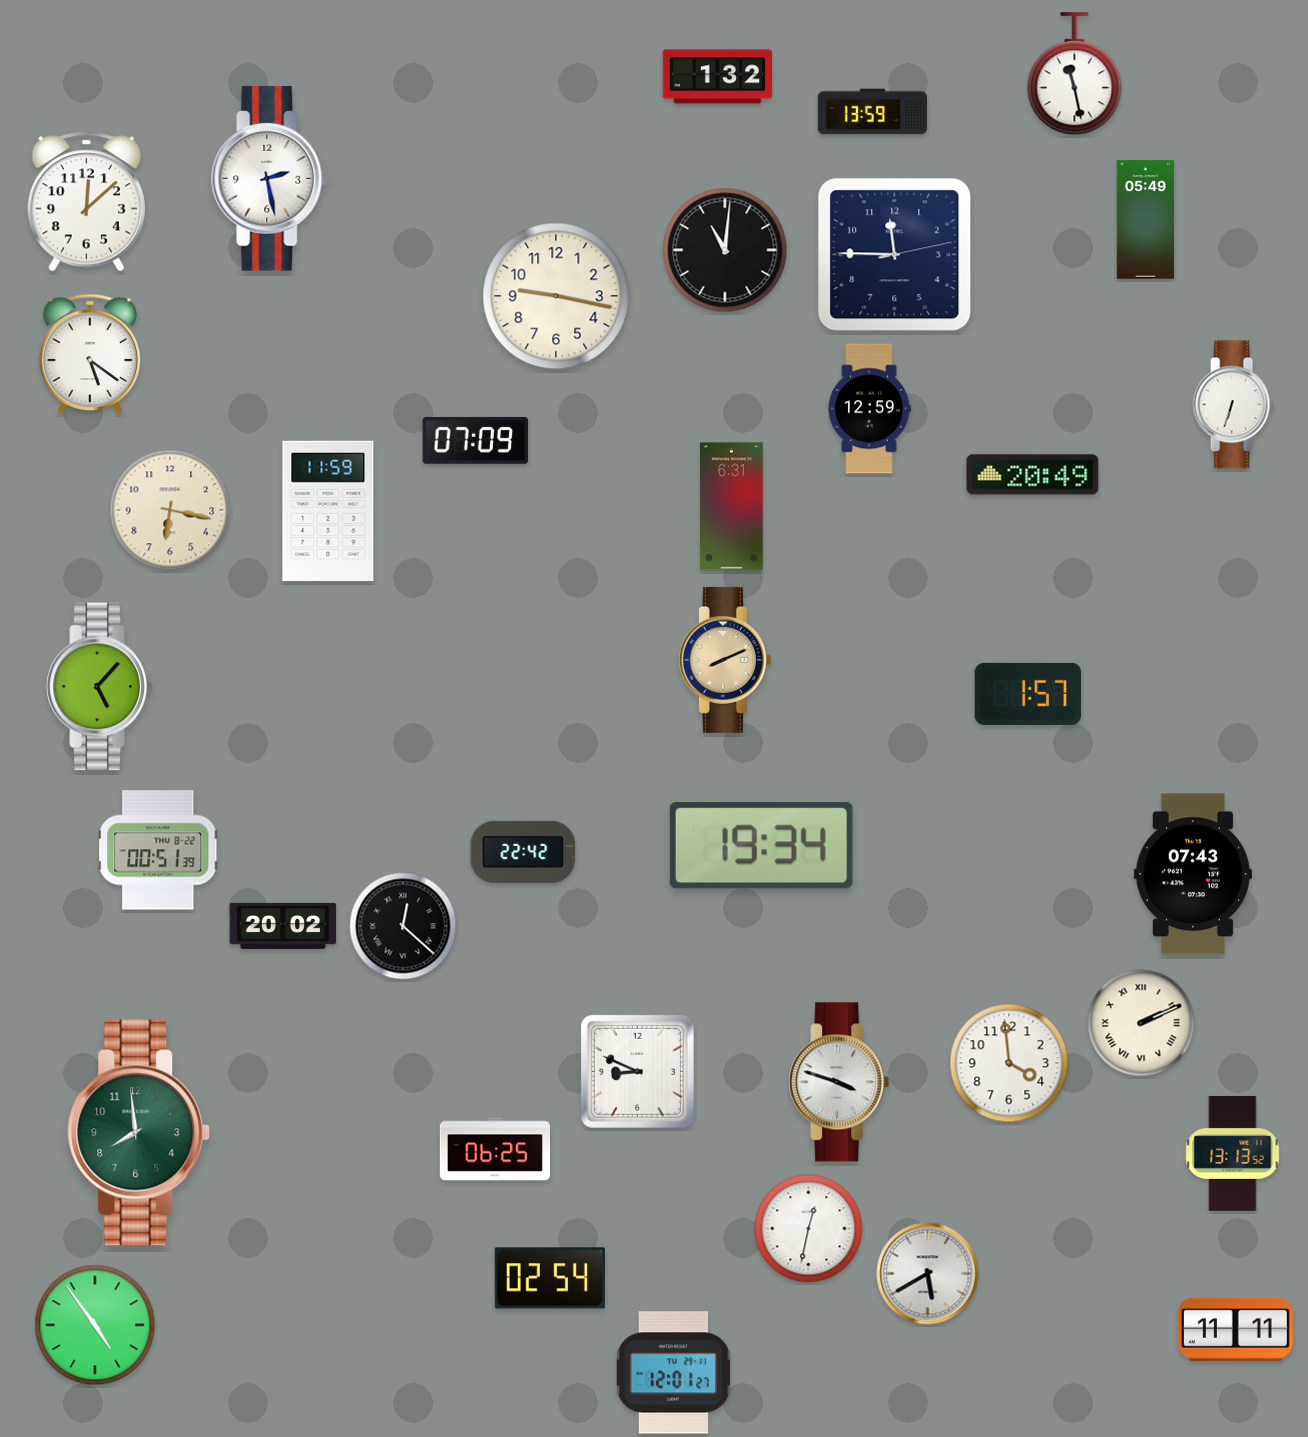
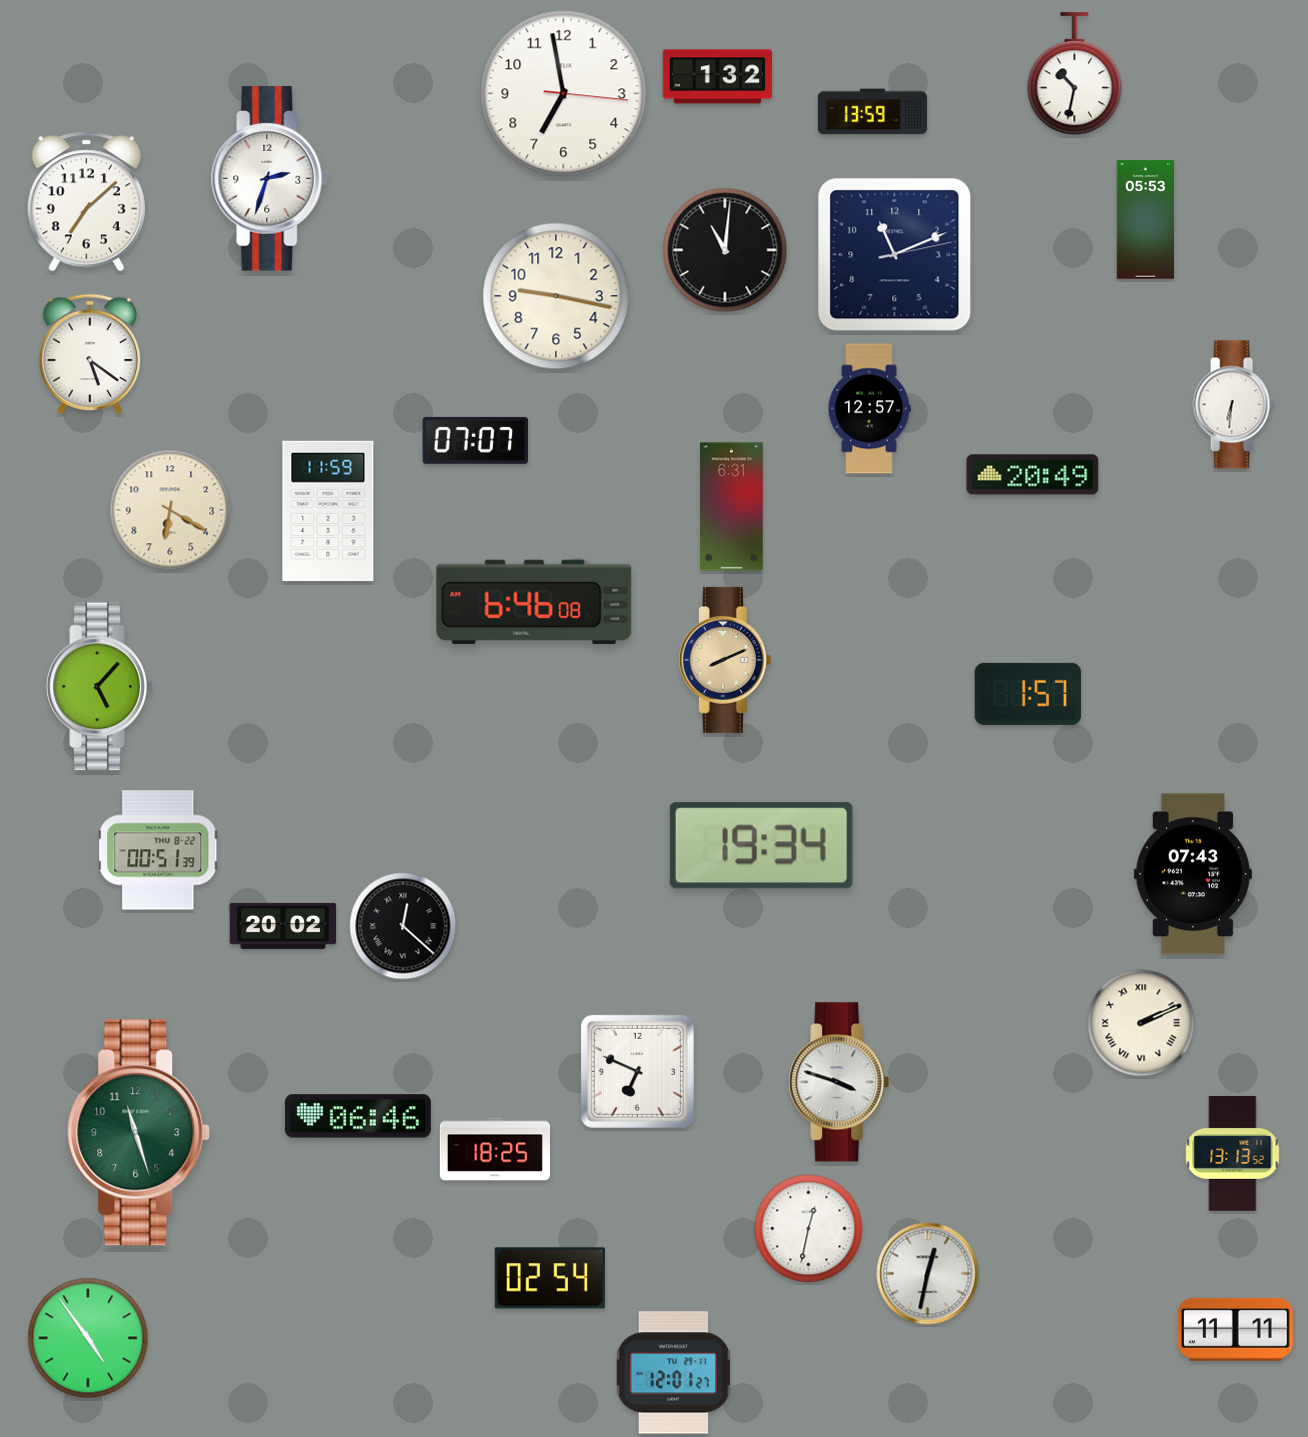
clock at (1075, 74): 11:28 -> 10:32
clock at (564, 94): none -> 6:58
clock at (270, 179): 2:28 -> 2:33
clock at (86, 202): 12:08 -> 7:08
clock at (1146, 220): 05:49 -> 05:53
clock at (895, 255): 11:45 -> 11:11
clock at (1233, 405): 6:33 -> 6:31
clock at (869, 409): 12:59 -> 12:57
clock at (476, 440): 07:09 -> 07:07
clock at (170, 510): 6:17 -> 6:20
clock at (534, 602): none -> 6:46
clock at (523, 852): 22:42 -> none
clock at (1009, 1063): 3:59 -> none
clock at (637, 1071): 8:49 -> 6:49
clock at (358, 1116): none -> 06:46
clock at (139, 1133): 7:59 -> 11:27
clock at (495, 1149): 06:25 -> 18:25
clock at (928, 1274): 5:40 -> 12:32
clock at (95, 1325) position: (95, 1325) -> (88, 1338)
